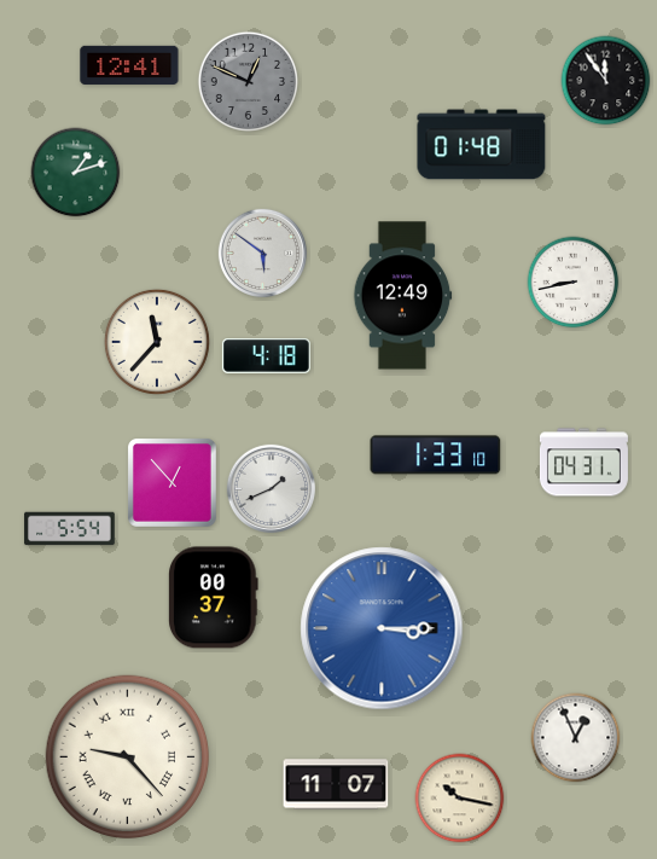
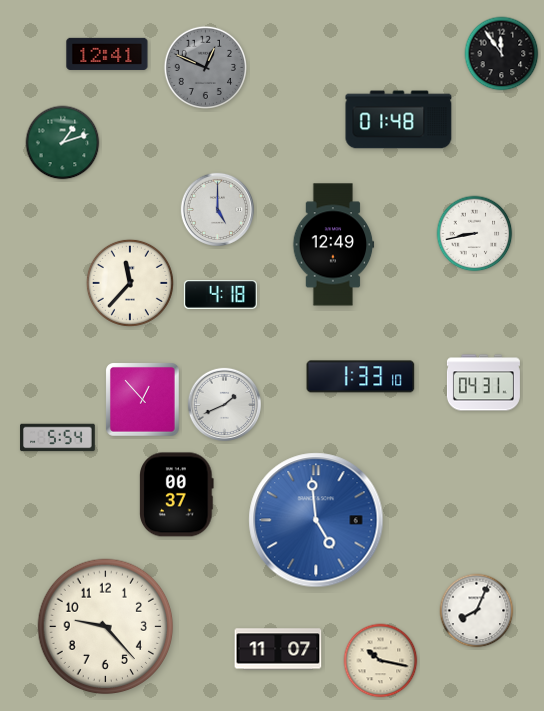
clock at (606, 81) position: (606, 81) -> (502, 54)
clock at (262, 253): 5:51 -> 5:00
clock at (382, 628): 3:15 -> 4:59
clock at (576, 738): 12:56 -> 8:04
clock at (128, 758) numerals: Roman -> Arabic
